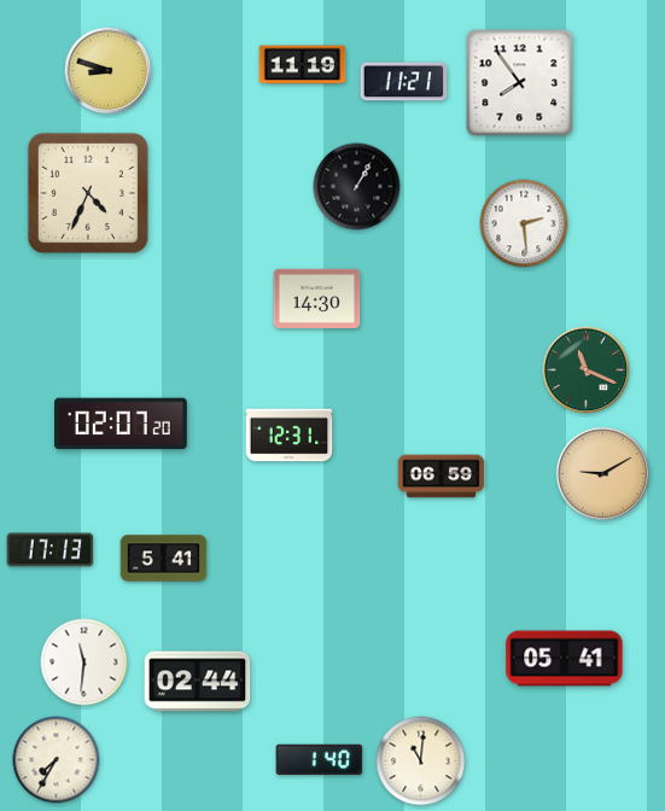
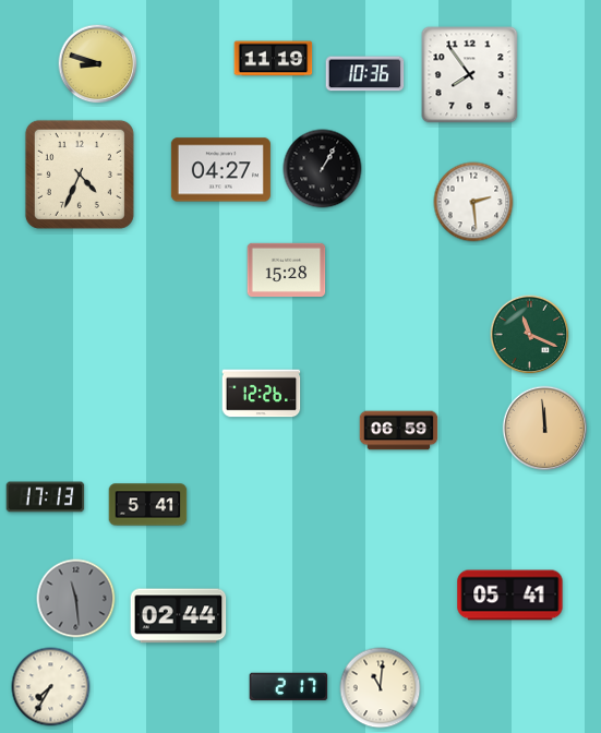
clock at (404, 82): 11:21 -> 10:36
clock at (220, 170): none -> 04:27
clock at (317, 298): 14:30 -> 15:28
clock at (122, 424): 02:07 -> none
clock at (290, 436): 12:31 -> 12:26
clock at (603, 474): 9:10 -> 11:59
clock at (84, 663): 11:31 -> 11:29
clock at (84, 663) dial: white -> grey
clock at (320, 760): 1:40 -> 2:17
